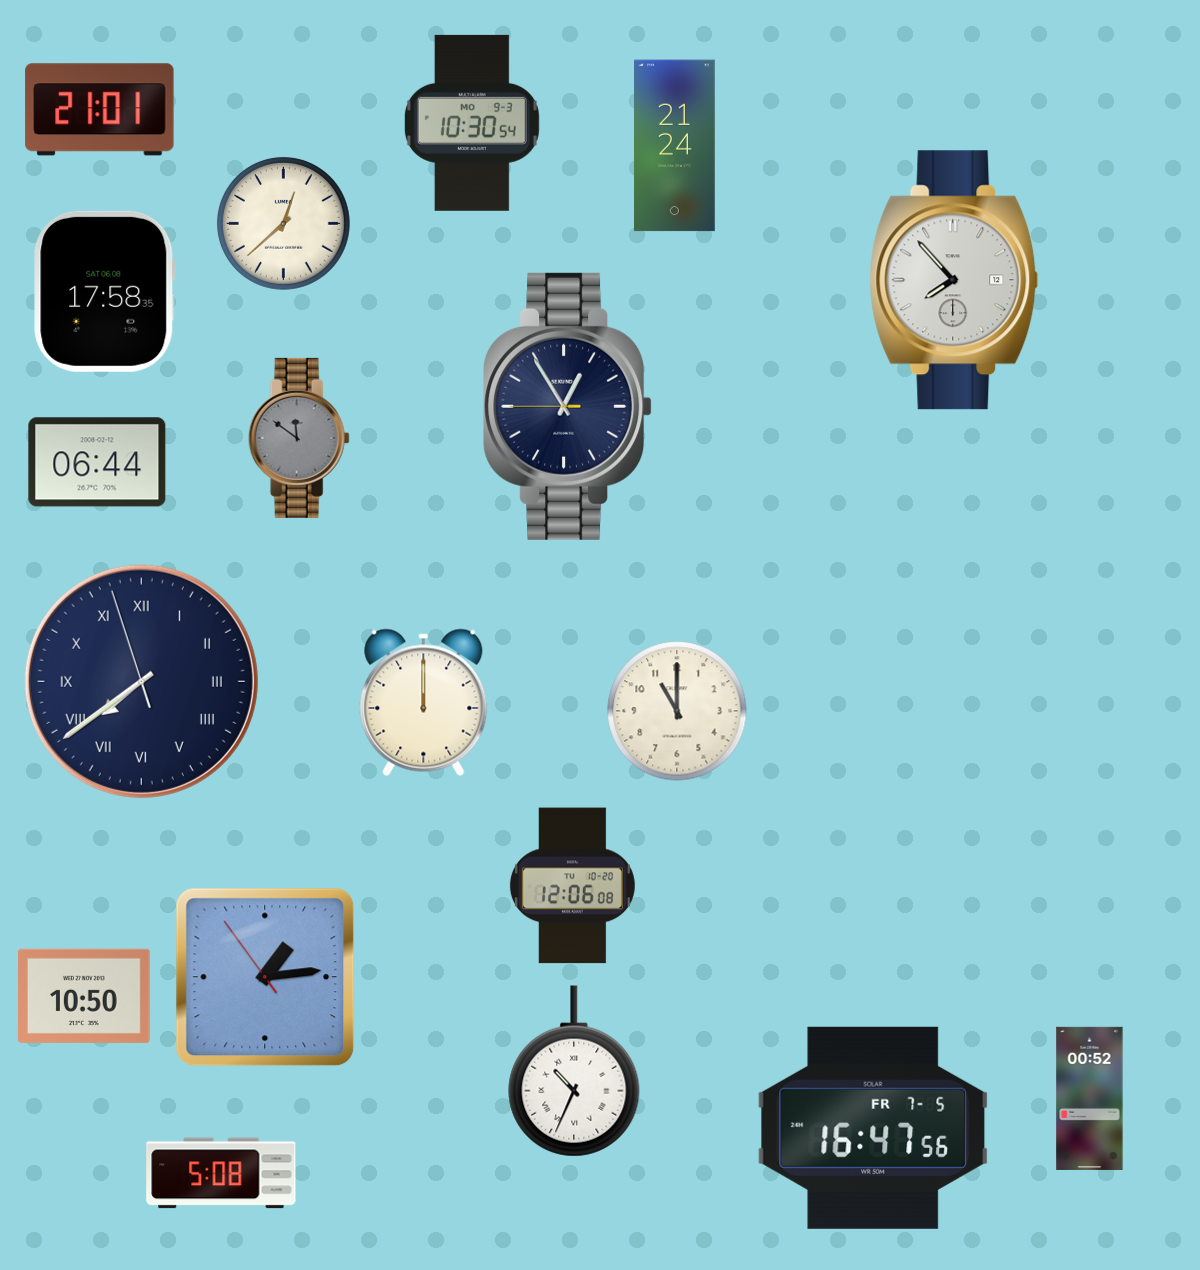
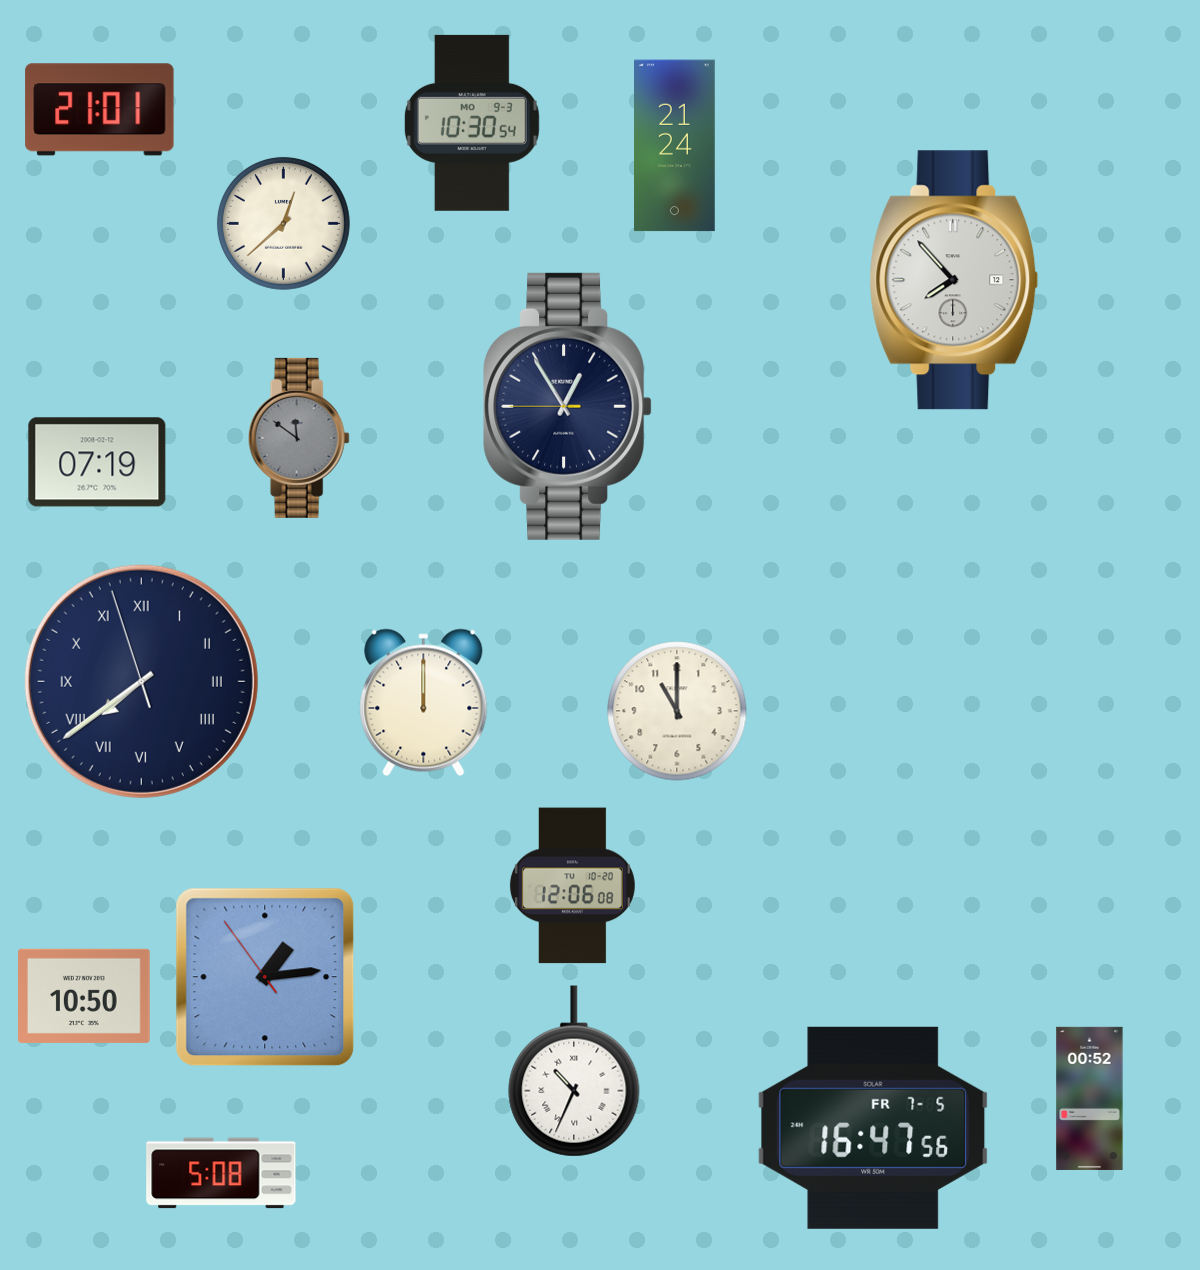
clock at (105, 291): 17:58 -> none
clock at (97, 462): 06:44 -> 07:19
